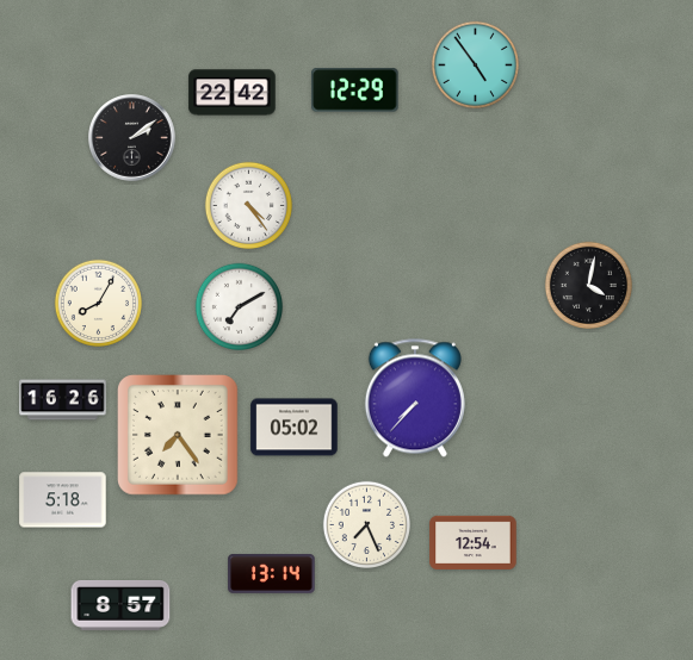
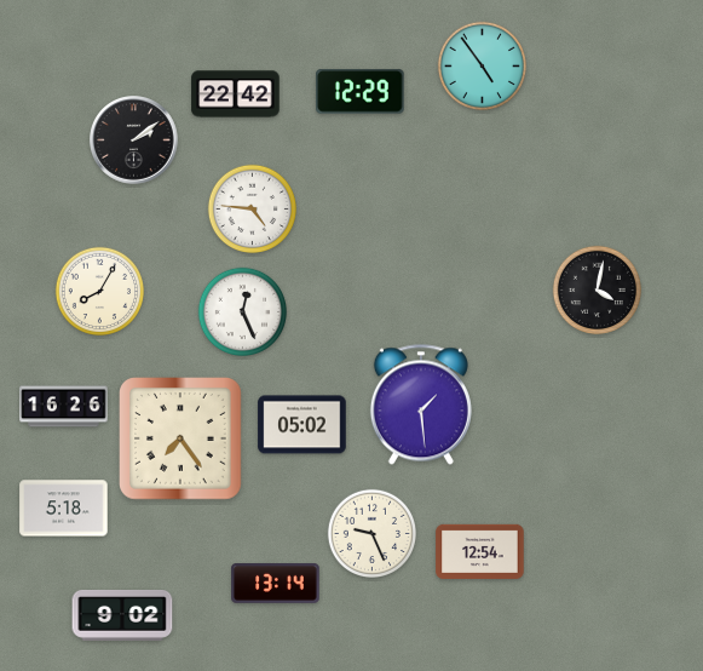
clock at (248, 205): 4:24 -> 4:46
clock at (98, 303) position: (98, 303) -> (99, 291)
clock at (239, 306): 7:10 -> 12:26
clock at (415, 398): 7:37 -> 1:29
clock at (295, 428) position: (295, 428) -> (302, 425)
clock at (179, 436) position: (179, 436) -> (181, 440)
clock at (366, 524): 7:26 -> 9:26
clock at (120, 606): 8:57 -> 9:02
